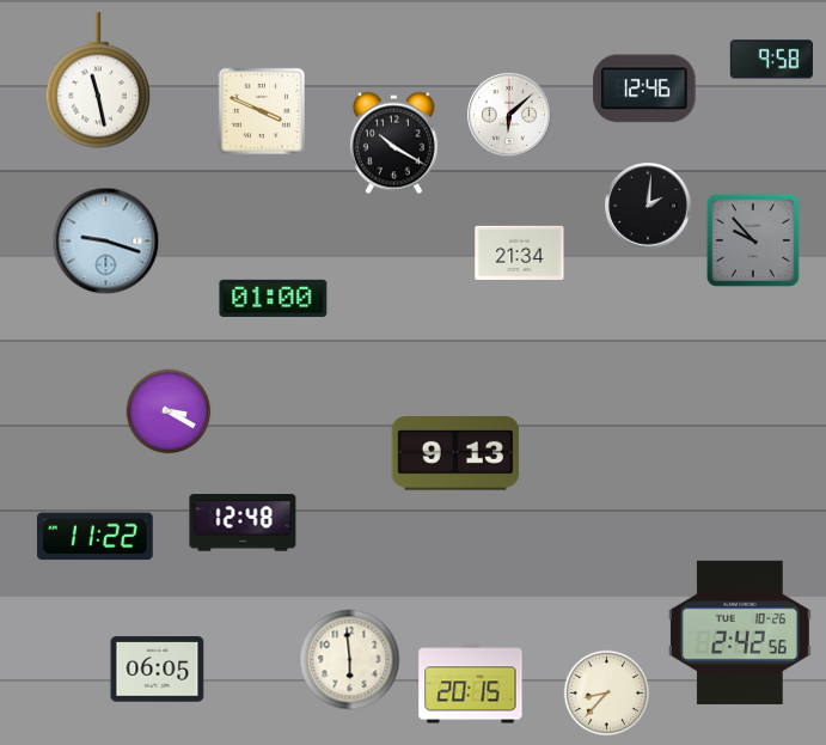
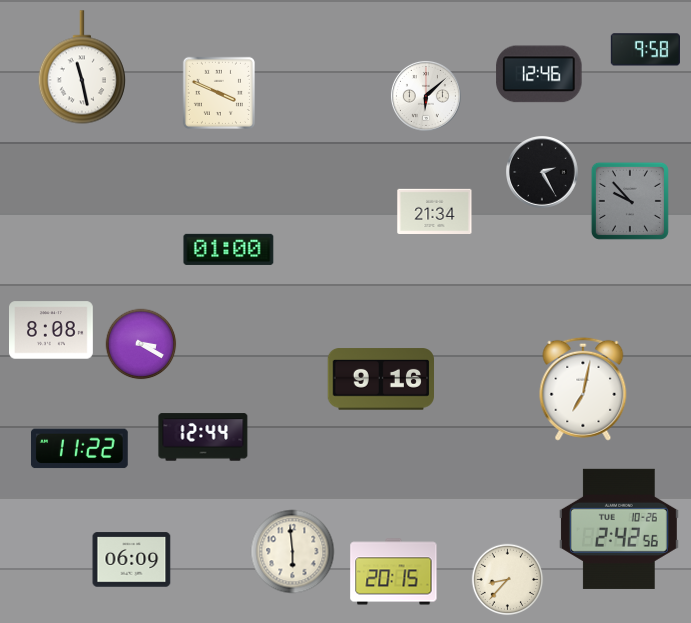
clock at (393, 143): 10:20 -> none
clock at (648, 206): 2:01 -> 2:25
clock at (106, 242): 9:18 -> none
clock at (52, 330): none -> 8:08
clock at (454, 453): 9:13 -> 9:16
clock at (583, 389): none -> 7:02
clock at (243, 523): 12:48 -> 12:44
clock at (158, 670): 06:05 -> 06:09
